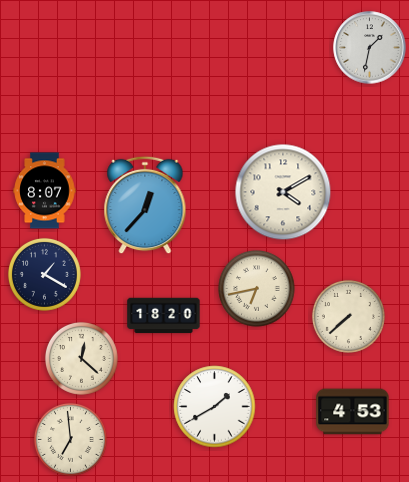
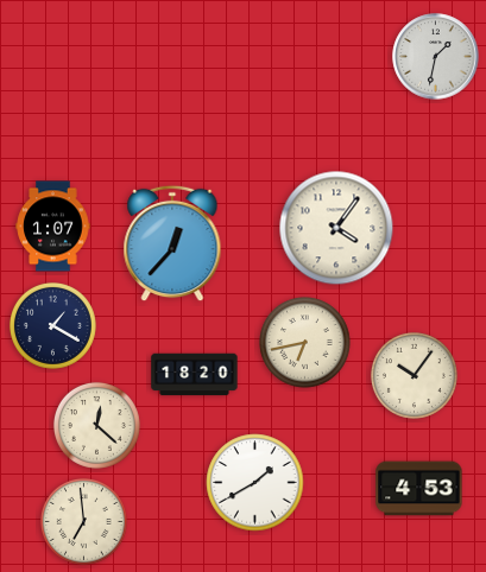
clock at (370, 48) position: (370, 48) -> (436, 57)
clock at (45, 191): 8:07 -> 1:07
clock at (283, 192): 4:10 -> 4:06
clock at (348, 316): 7:38 -> 10:06
